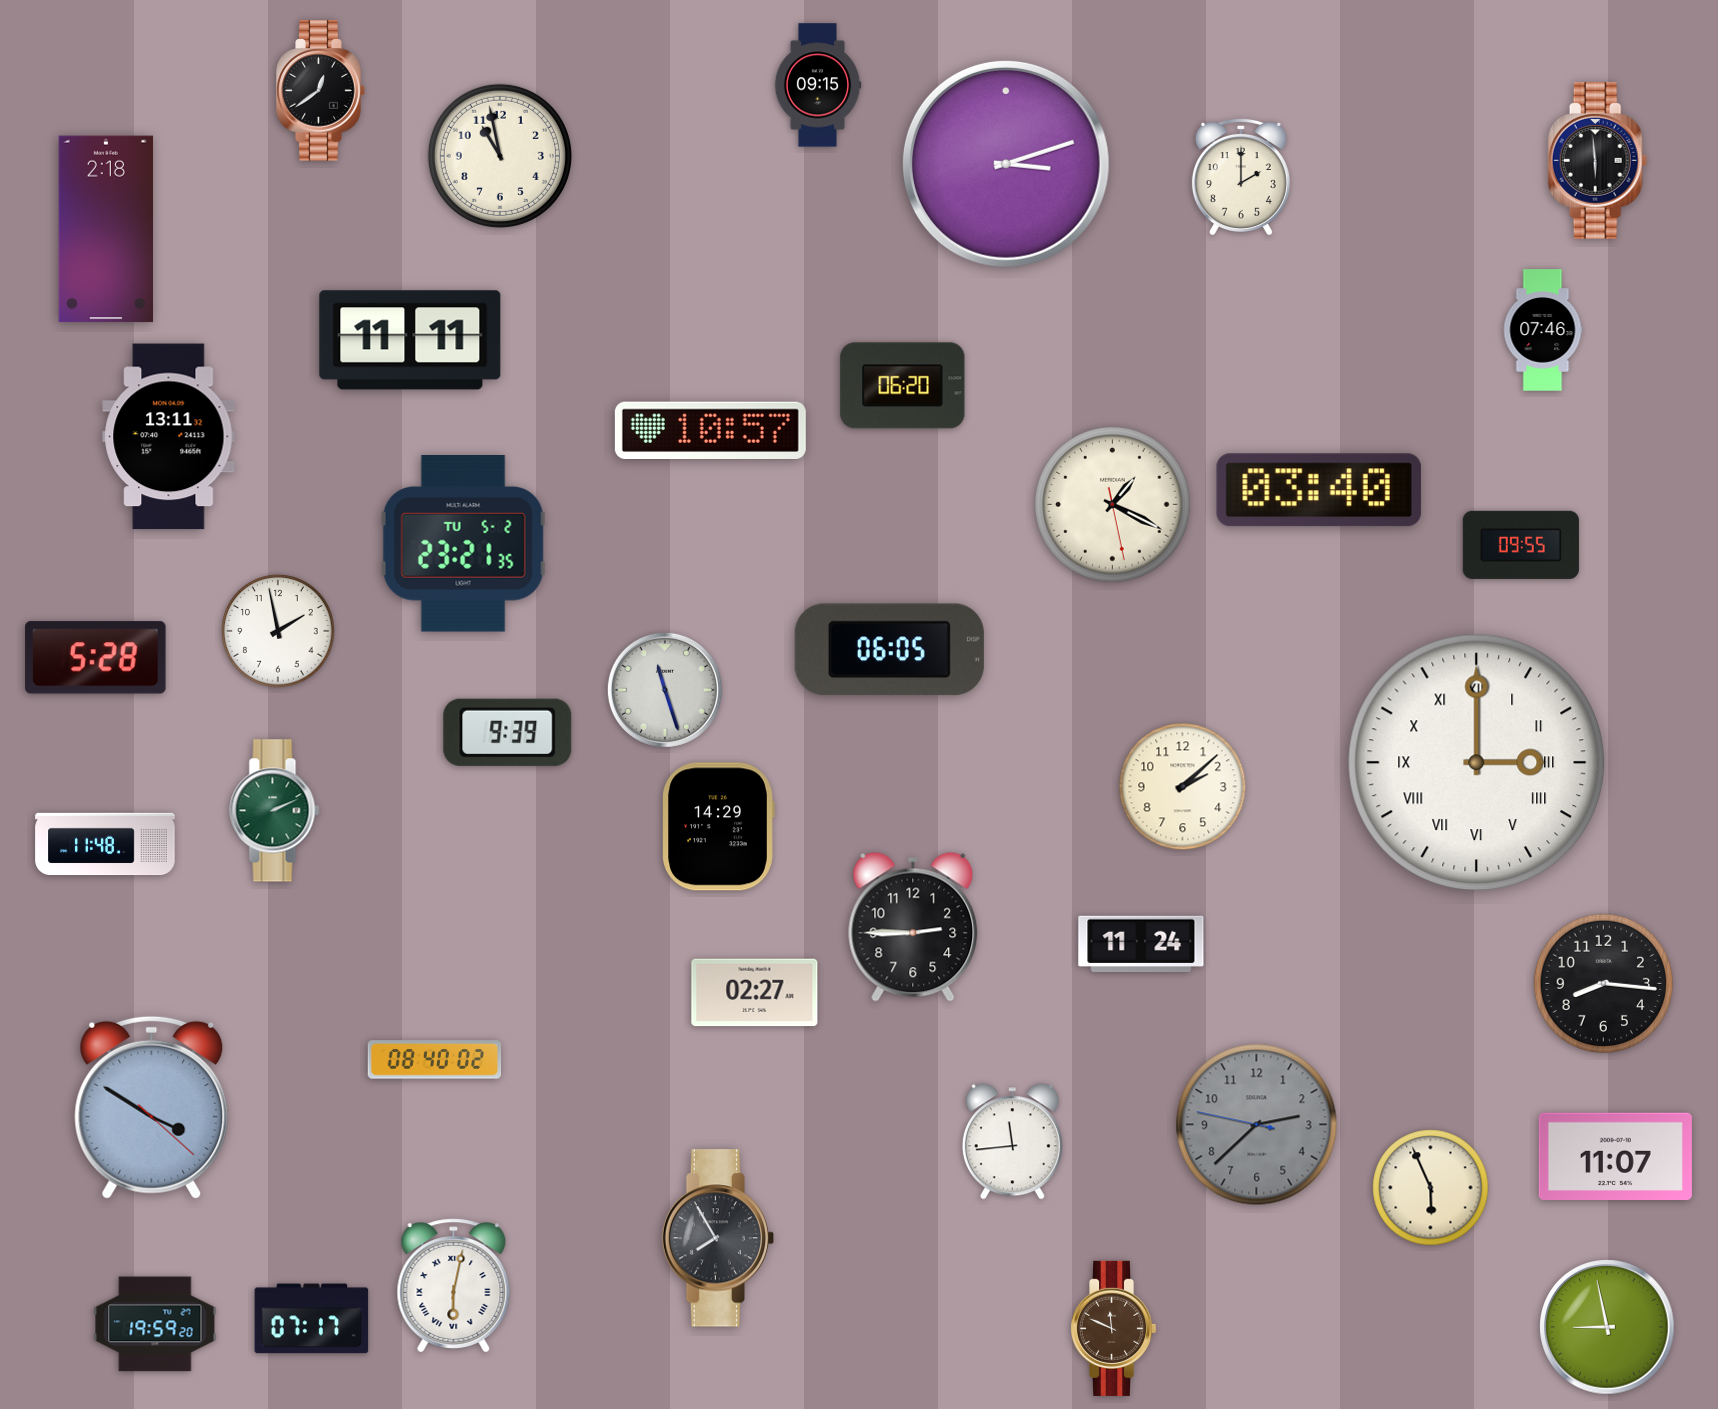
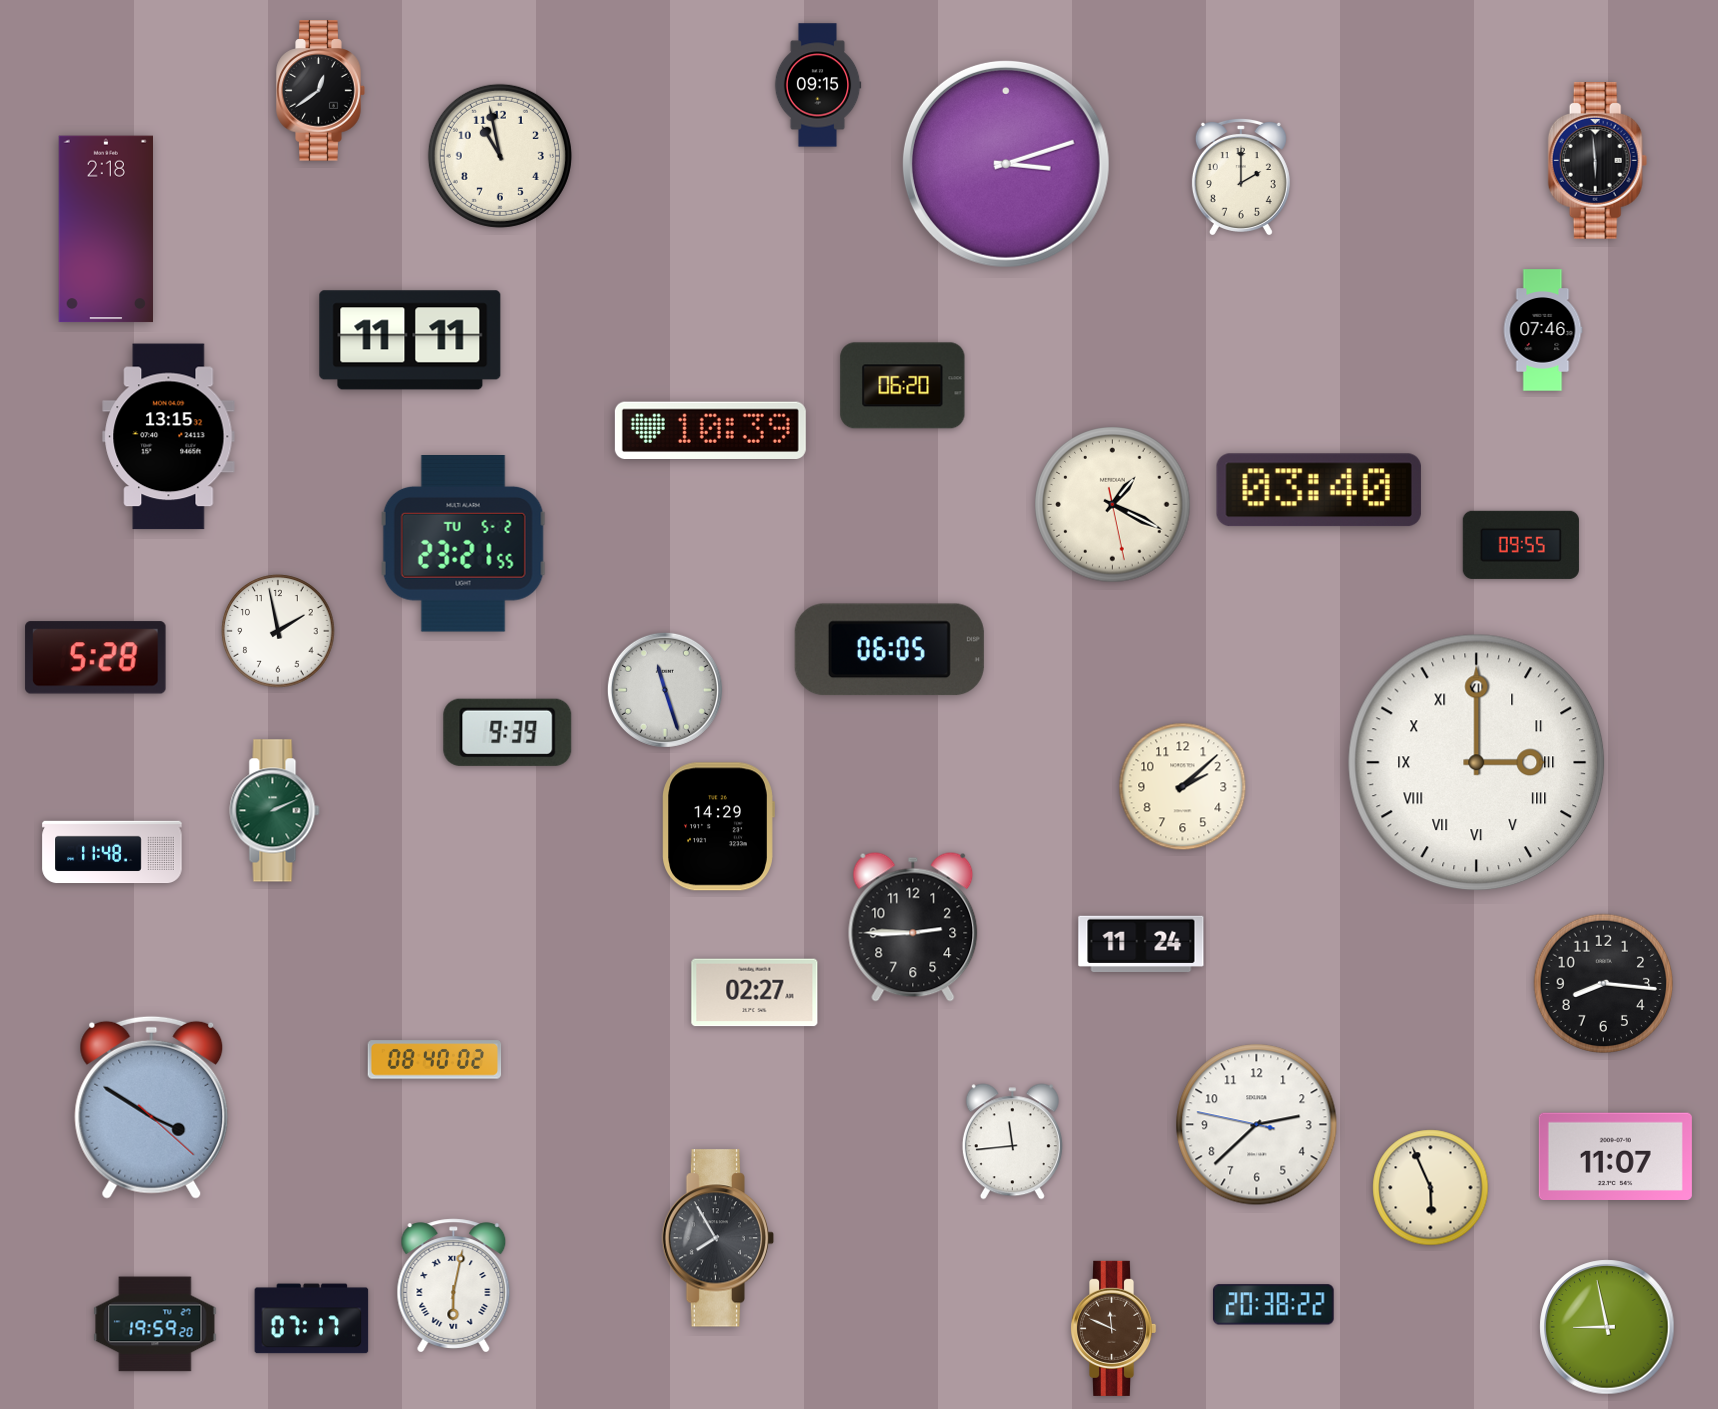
clock at (710, 431): 10:57 -> 10:39
clock at (169, 437): 13:11 -> 13:15
clock at (463, 544): 23:21:35 -> 23:21:55
clock at (105, 844) position: (105, 844) -> (112, 852)
clock at (1257, 1125) dial: grey -> white
clock at (1273, 1305): none -> 20:38
